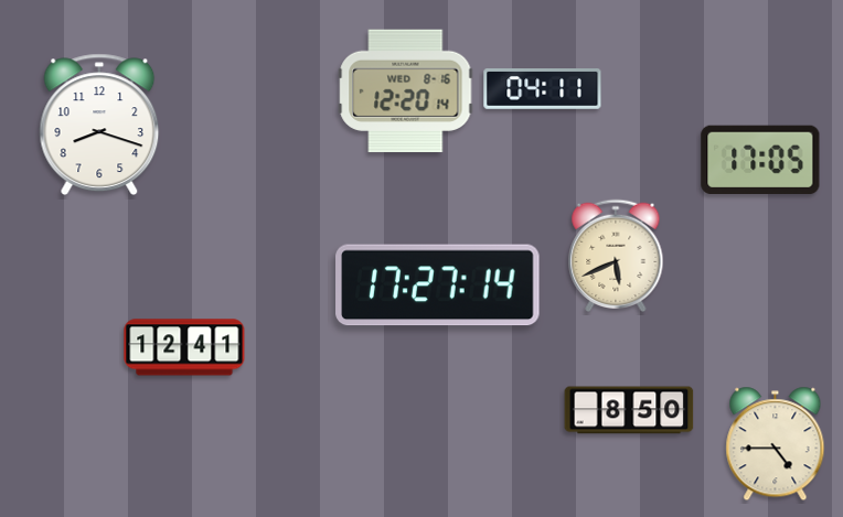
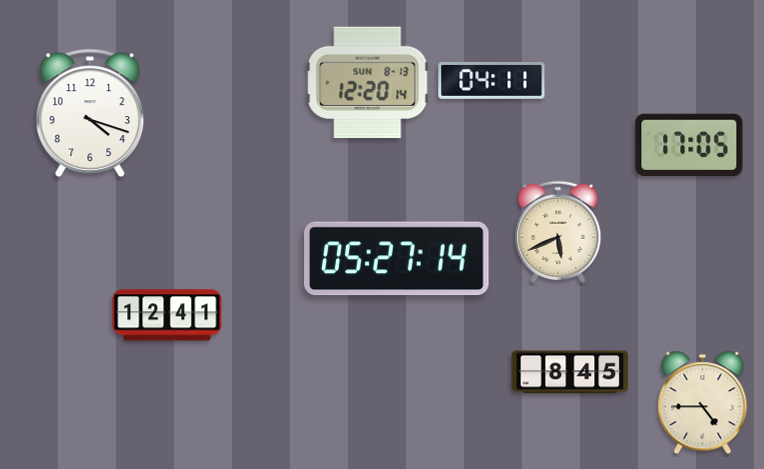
clock at (406, 91) date: WED 8-16 -> SUN 8-13
clock at (99, 123): 8:18 -> 4:18
clock at (438, 286): 17:27 -> 05:27
clock at (629, 410): 8:50 -> 8:45
